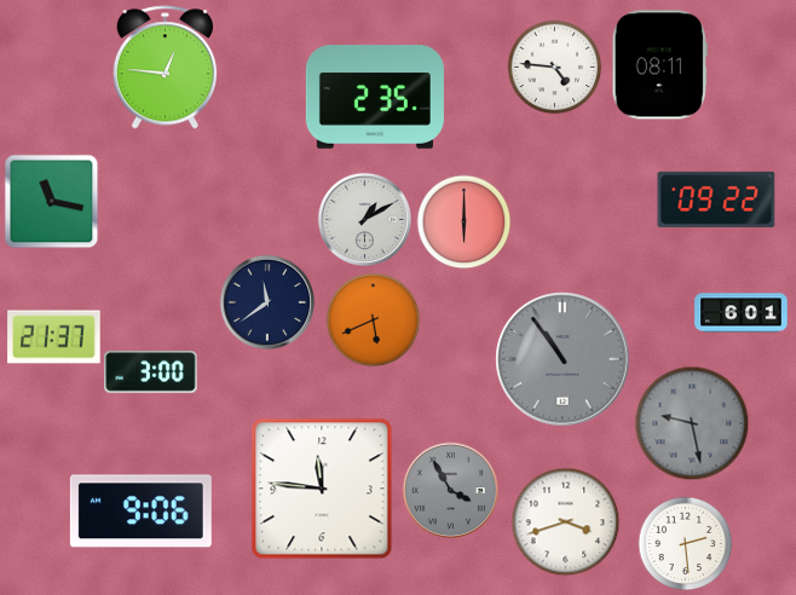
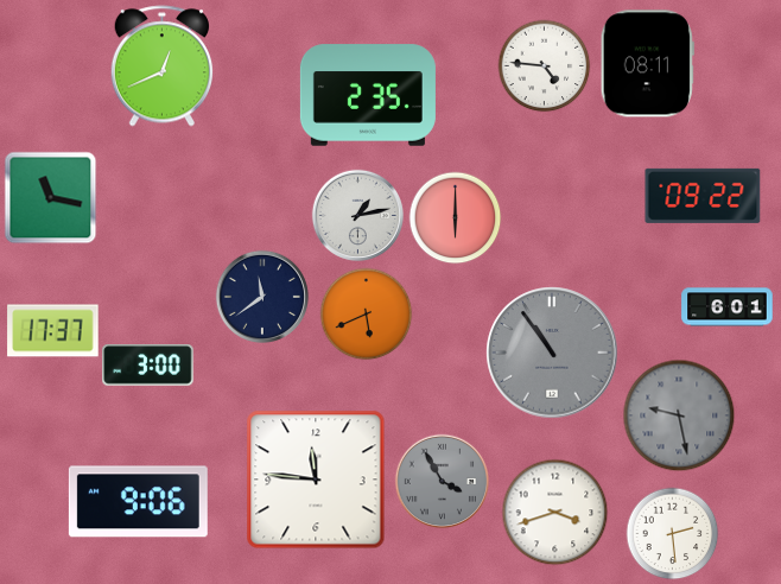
clock at (165, 68): 12:46 -> 12:41
clock at (364, 219): 1:10 -> 1:13
clock at (54, 337): 21:37 -> 17:37
